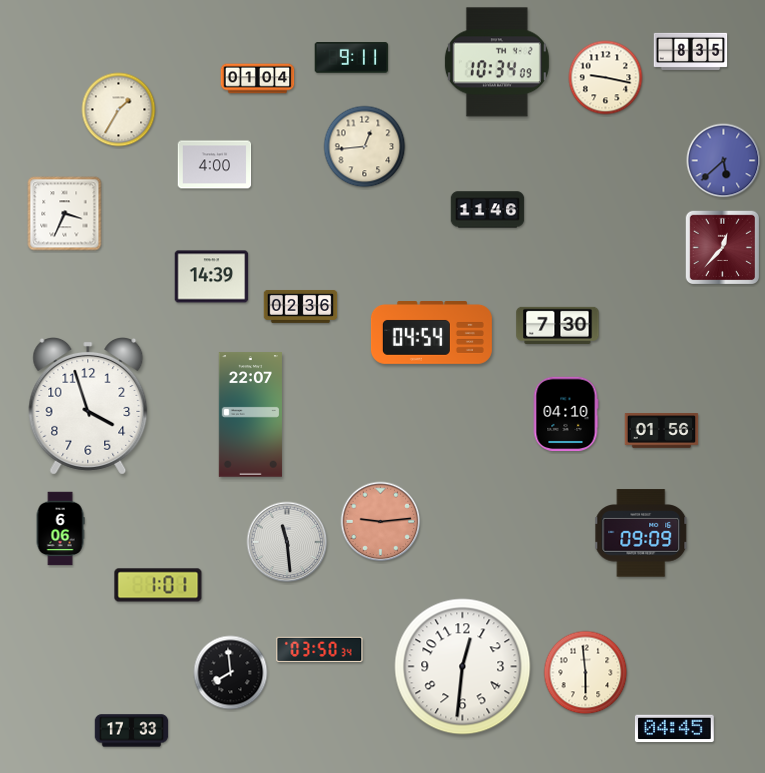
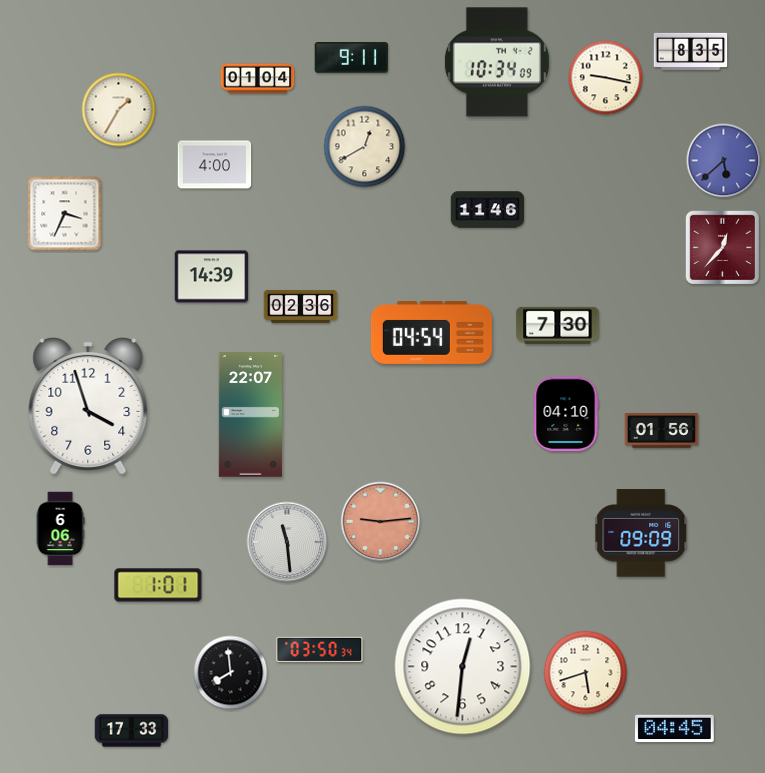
clock at (365, 147): 12:44 -> 12:40
clock at (586, 673): 5:59 -> 5:42
